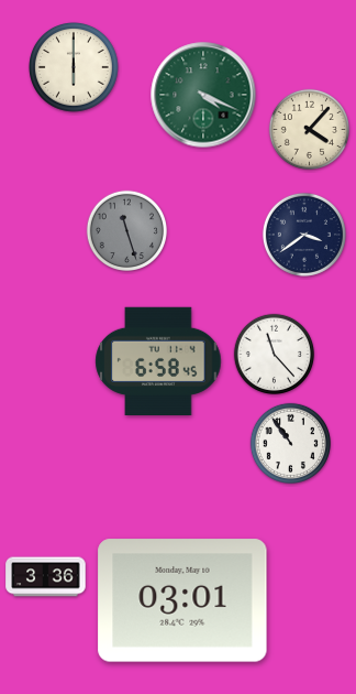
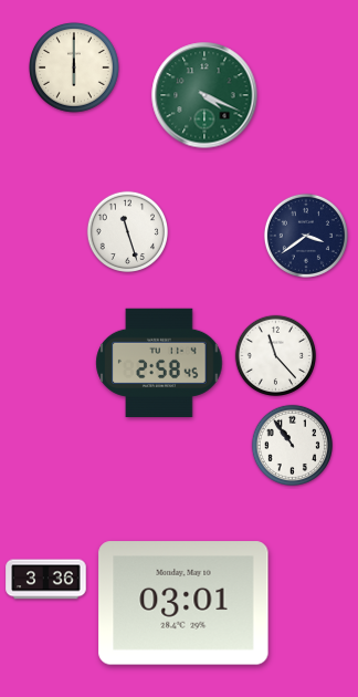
clock at (309, 129): 4:07 -> none
clock at (126, 230) dial: grey -> white
clock at (158, 361): 6:58 -> 2:58
